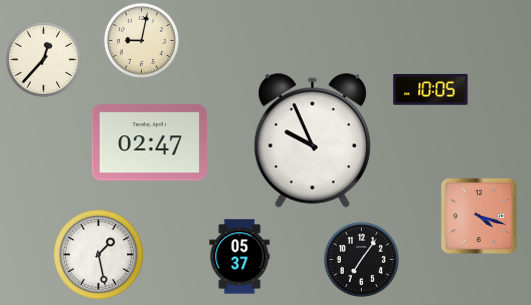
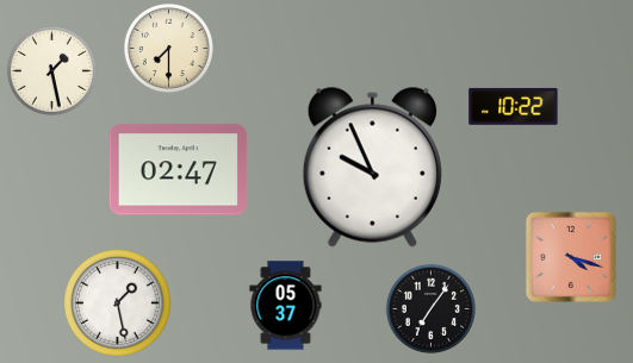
clock at (141, 40): 9:02 -> 7:30
clock at (43, 59): 12:37 -> 1:28
clock at (431, 89): 10:05 -> 10:22
